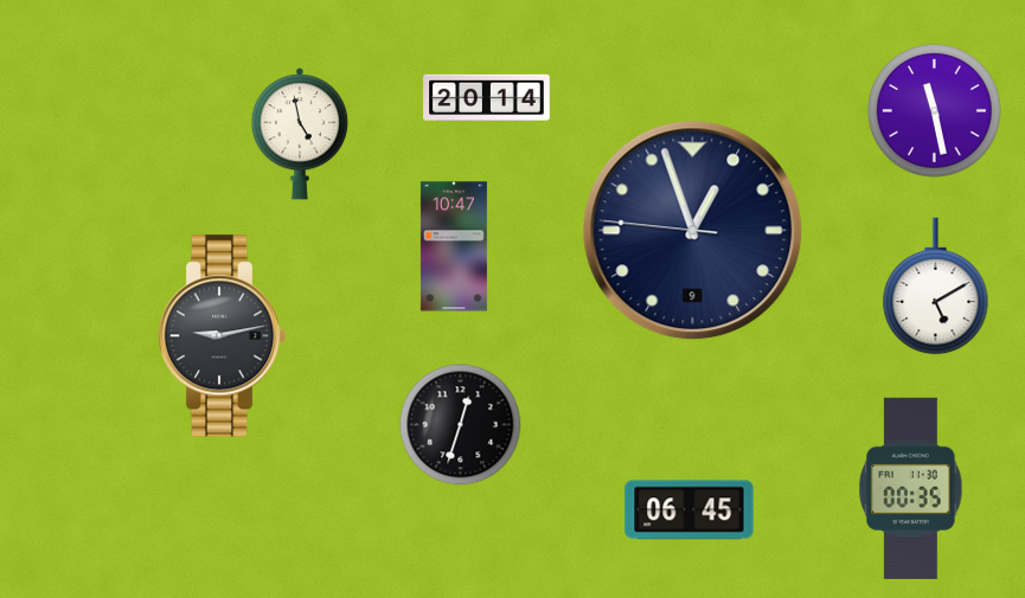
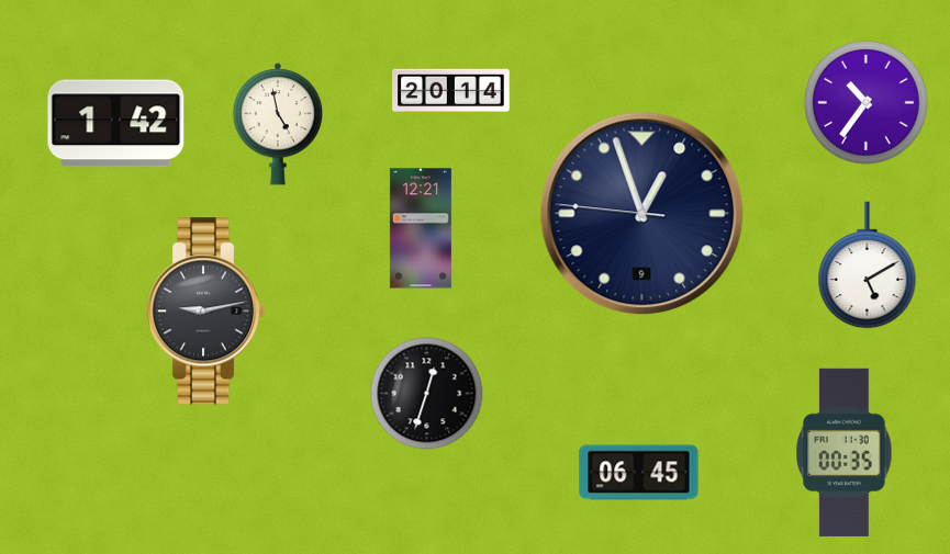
clock at (935, 111): 11:28 -> 10:36
clock at (116, 124): none -> 1:42
clock at (454, 246): 10:47 -> 12:21
